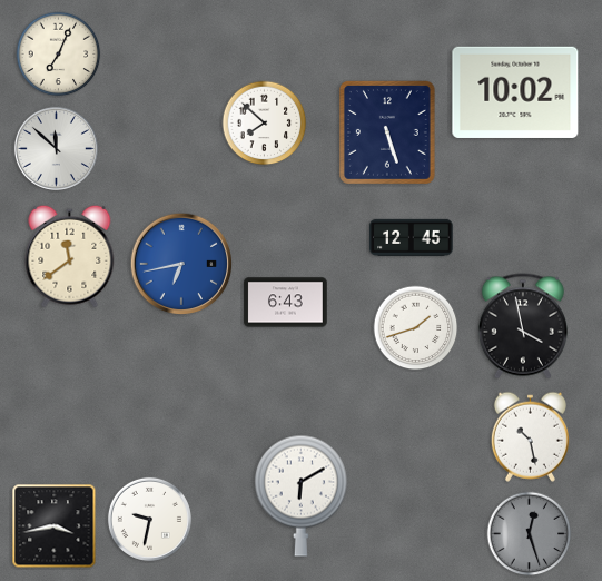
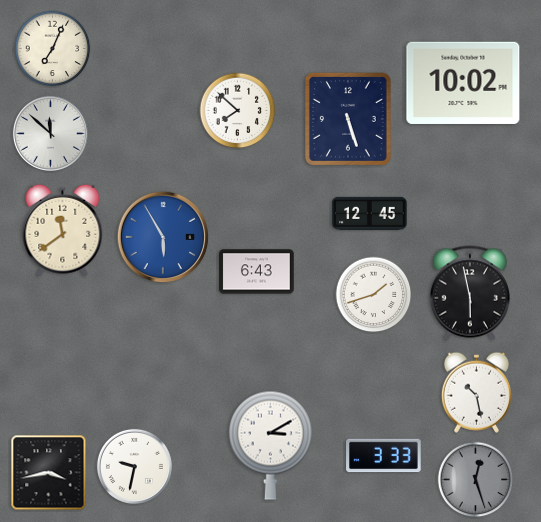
clock at (181, 264): 6:43 -> 5:55
clock at (523, 326): 3:58 -> 5:58
clock at (300, 495): 6:10 -> 3:10
clock at (384, 456): none -> 3:33
